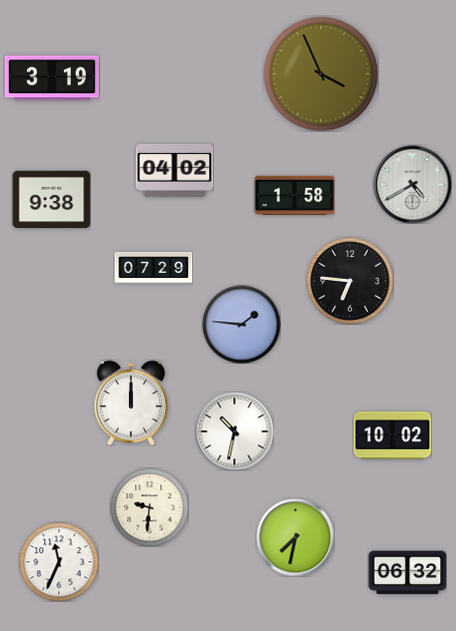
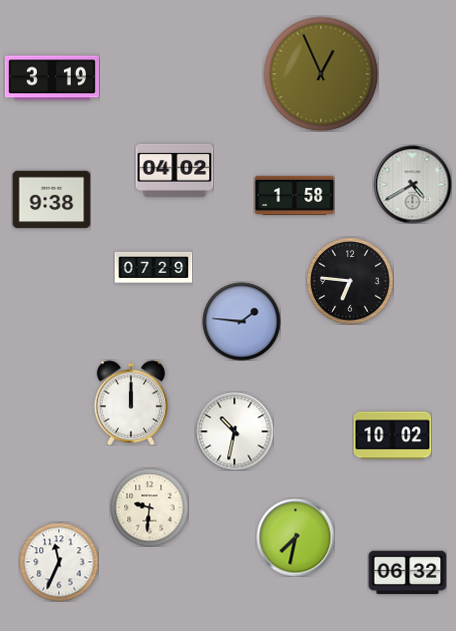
clock at (321, 74): 3:56 -> 12:56
clock at (241, 324) position: (241, 324) -> (241, 321)
